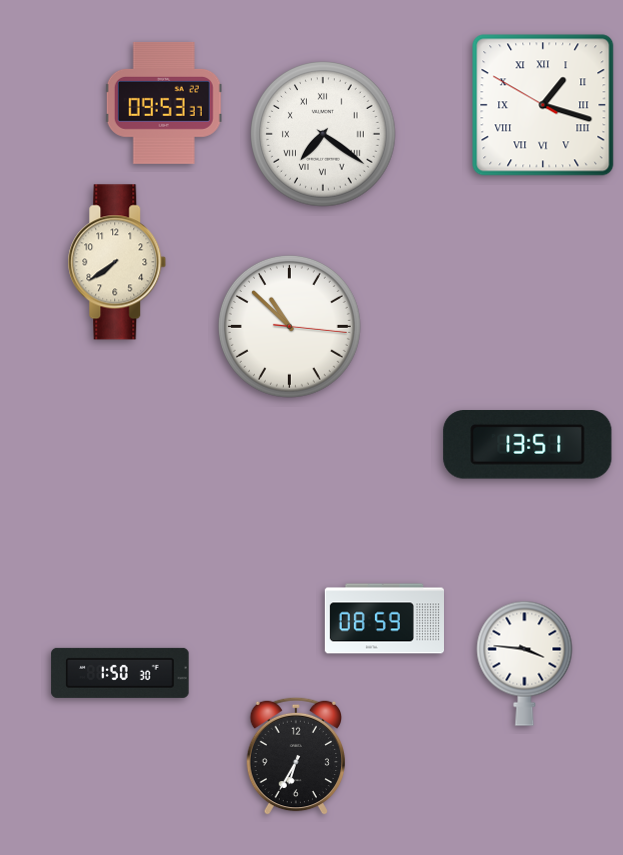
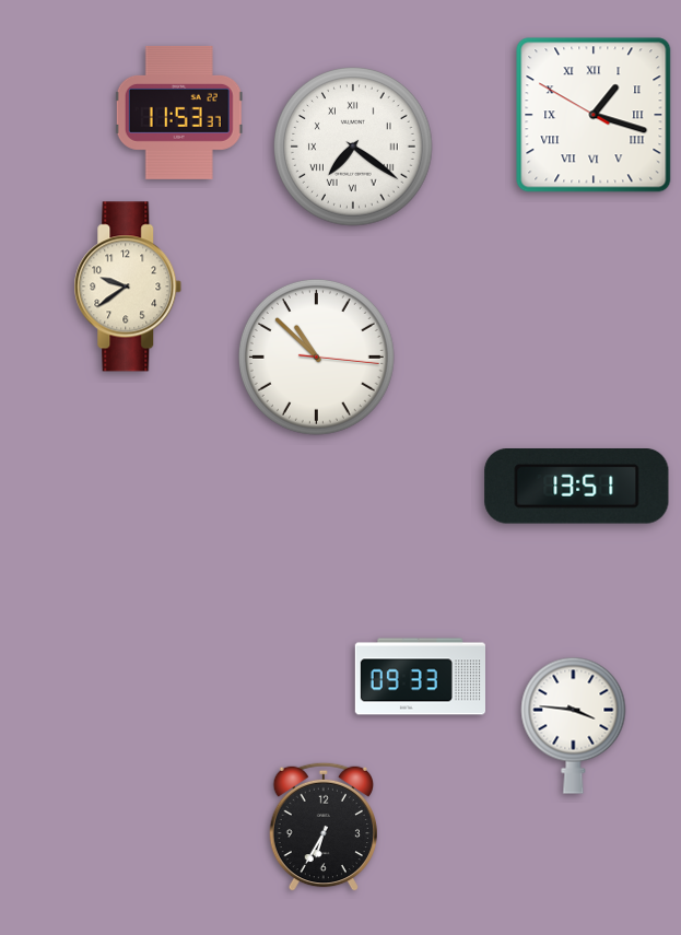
clock at (164, 103): 09:53 -> 11:53
clock at (117, 262): 7:39 -> 9:39
clock at (384, 619): 08:59 -> 09:33
clock at (120, 673): 1:50 -> none
